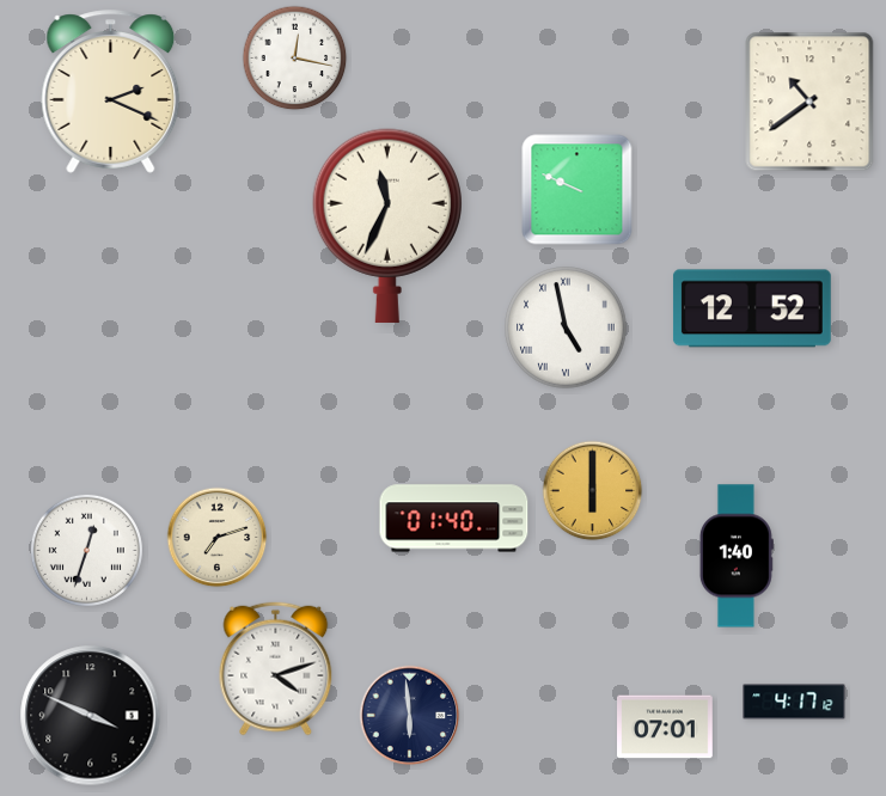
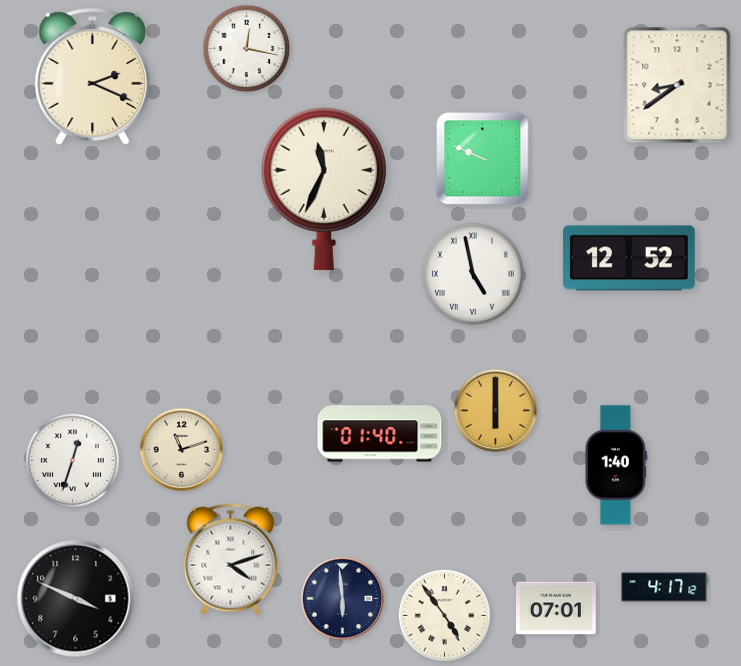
clock at (809, 102): 10:39 -> 8:39
clock at (218, 538): 7:12 -> 11:12
clock at (444, 615): none -> 4:54
